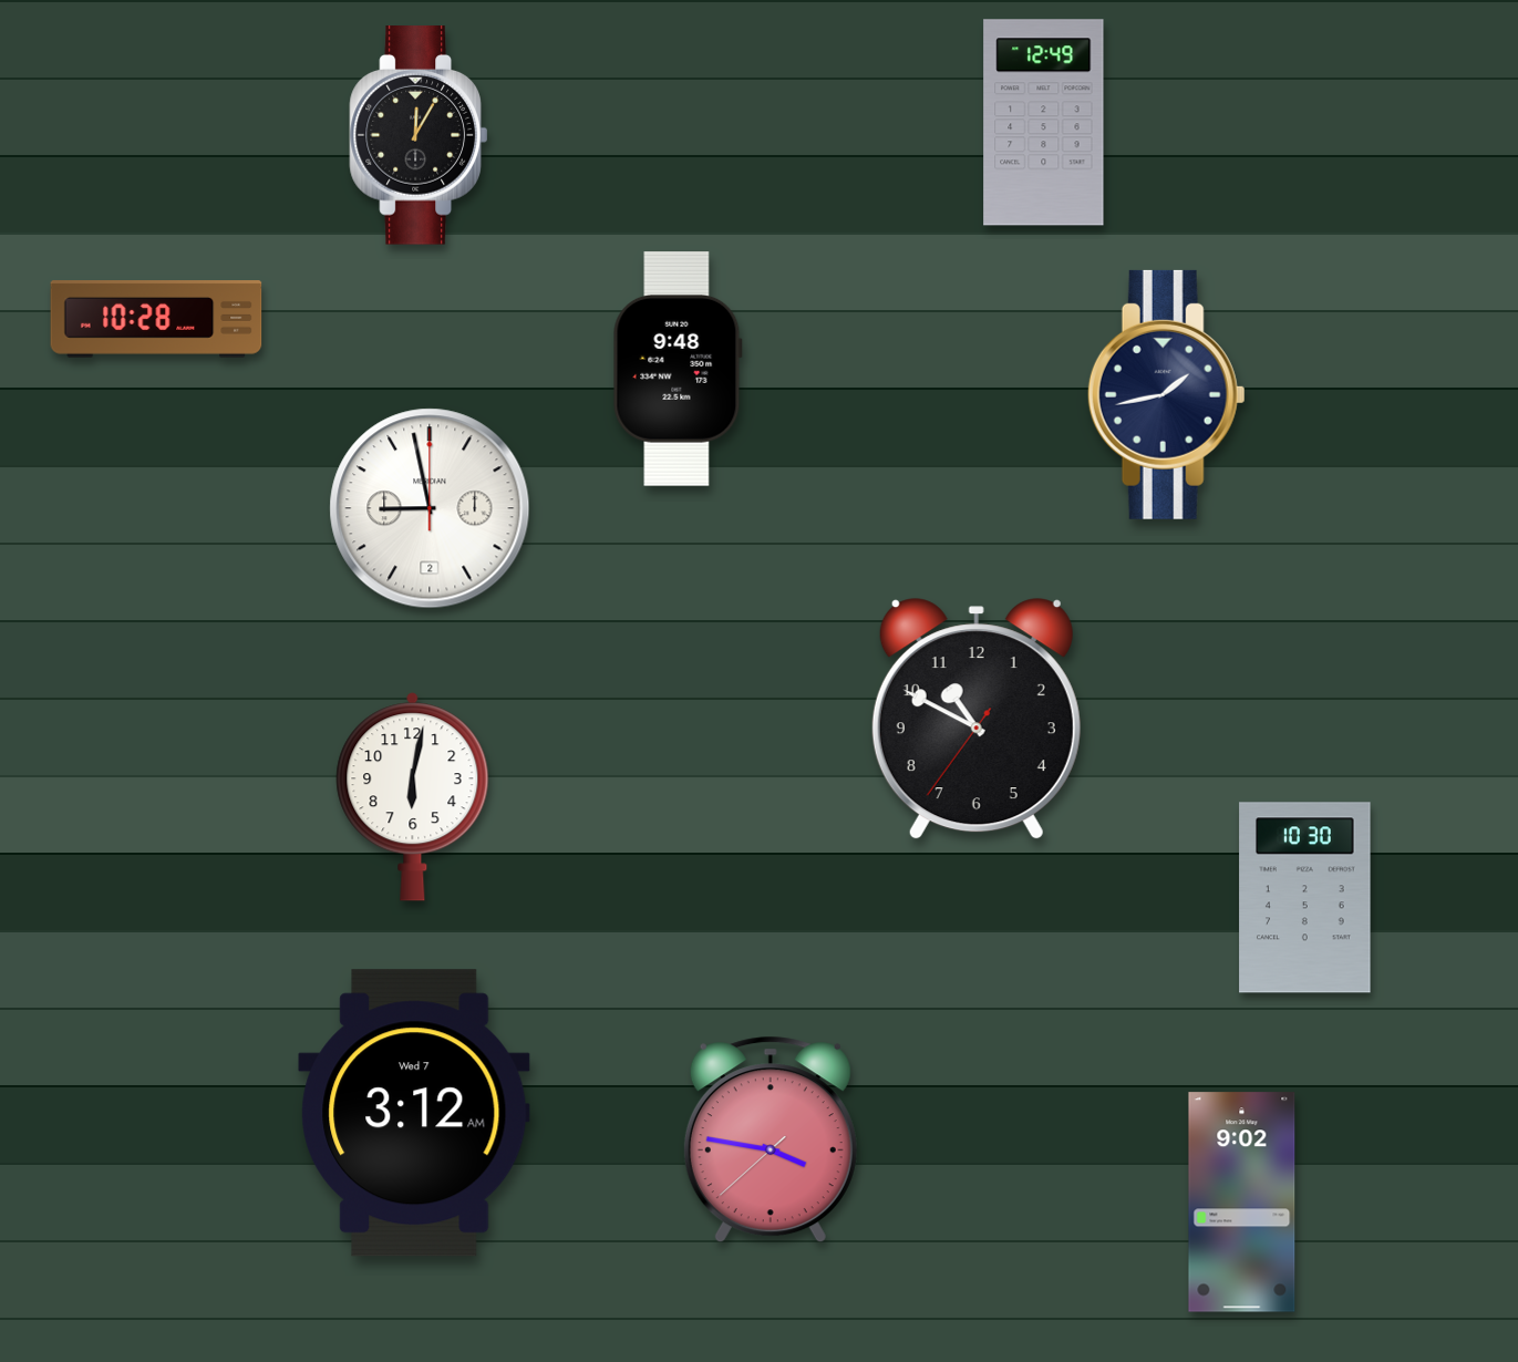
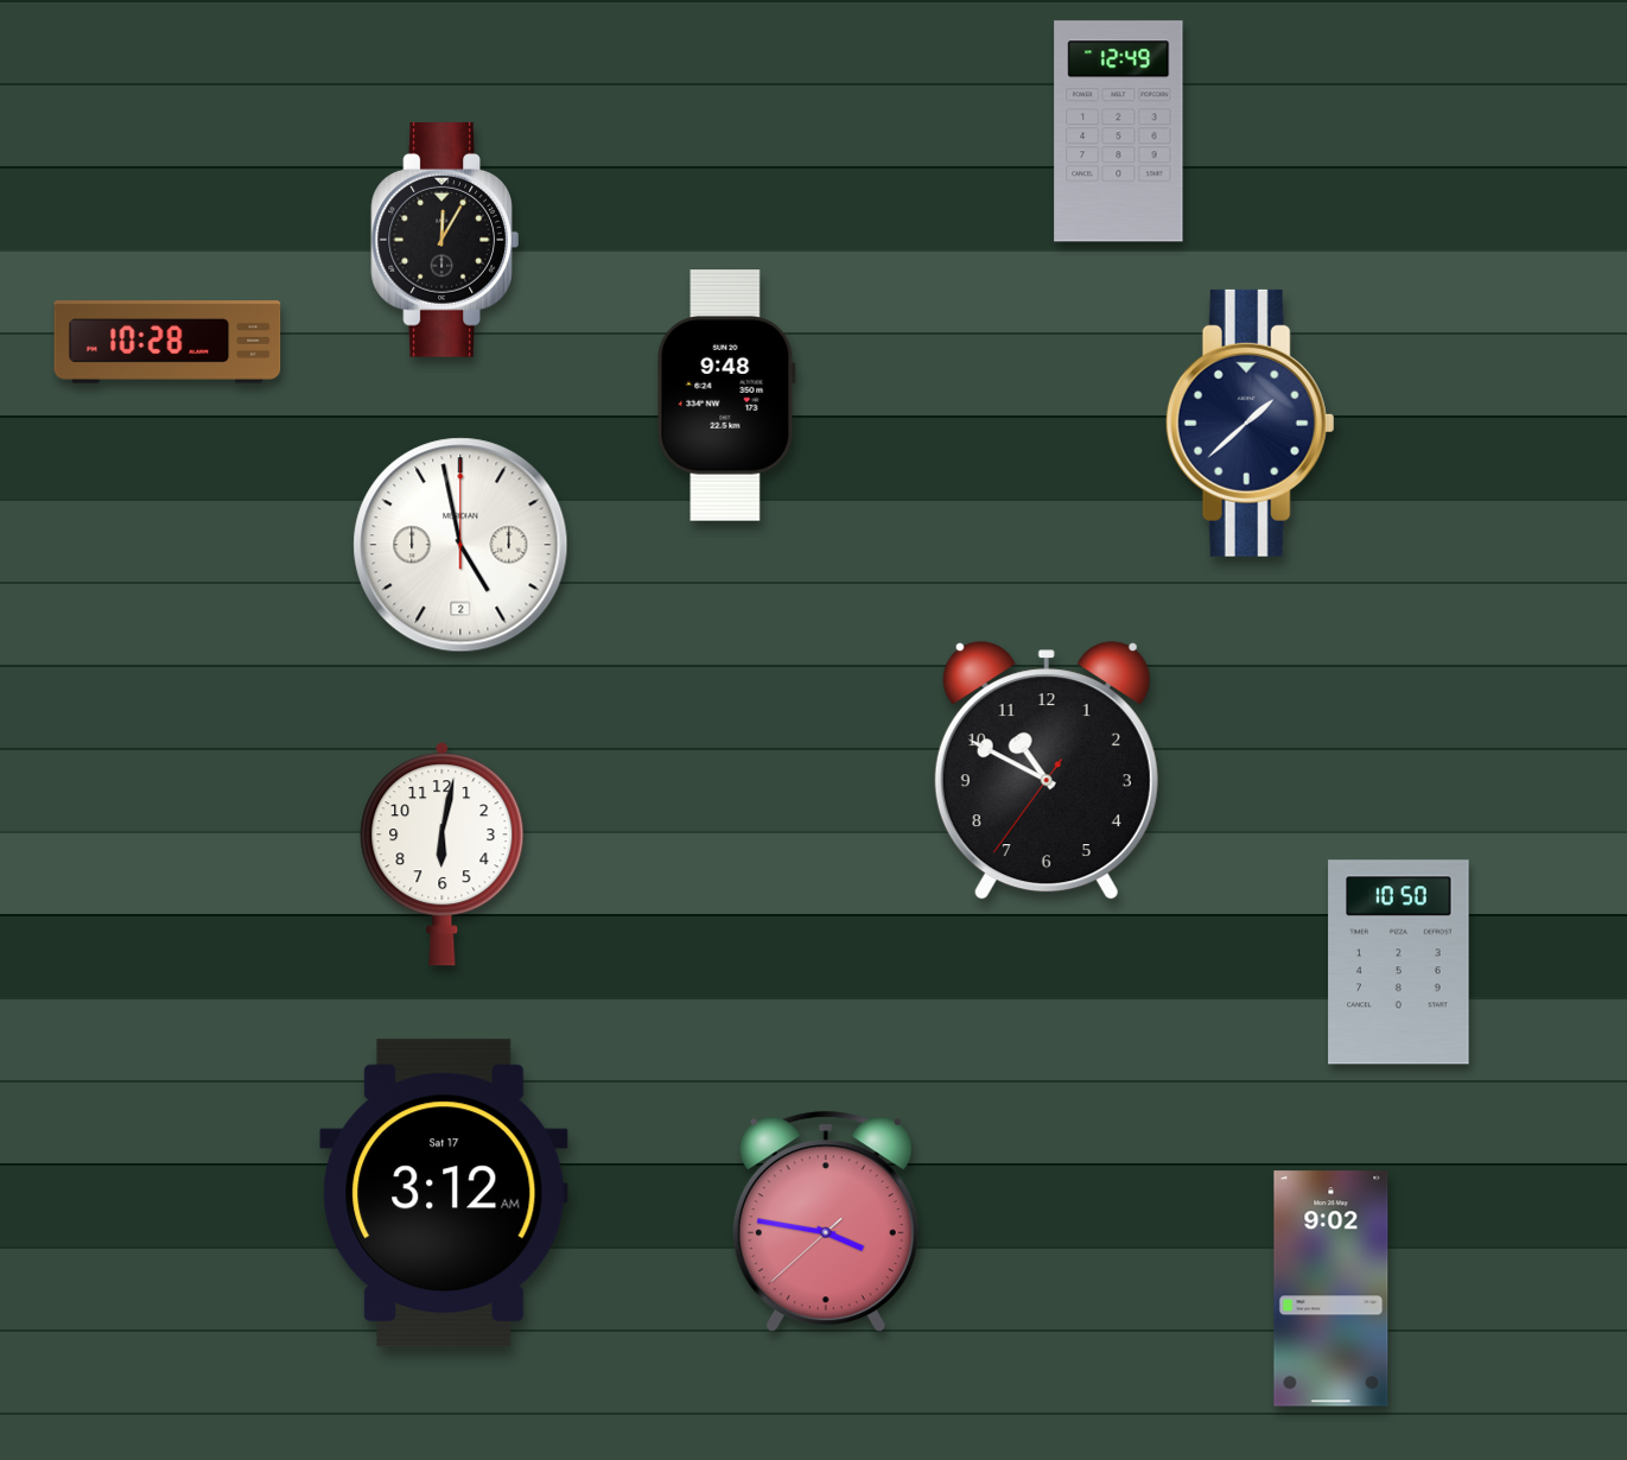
clock at (419, 135) position: (419, 135) -> (445, 240)
clock at (1166, 394): 1:43 -> 1:38
clock at (430, 508): 8:58 -> 4:58
clock at (1305, 898): 10:30 -> 10:50
clock at (414, 1113) date: Wed 7 -> Sat 17
